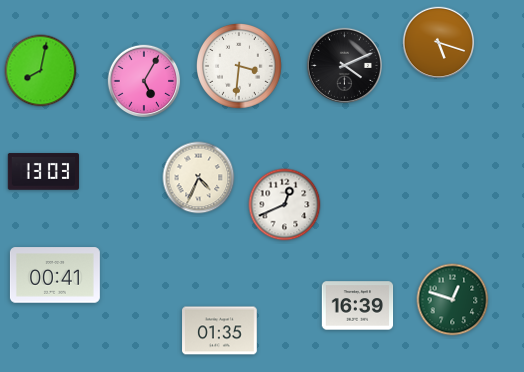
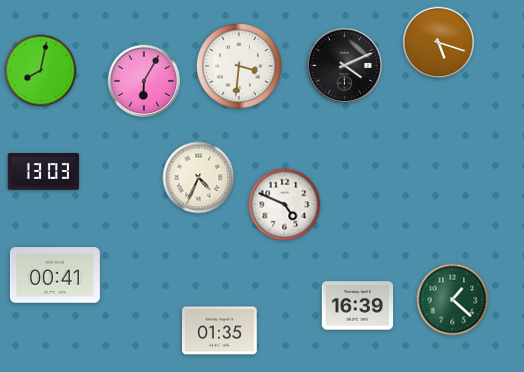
clock at (144, 81): 5:05 -> 6:05
clock at (285, 205): 12:41 -> 4:49
clock at (453, 300): 12:48 -> 1:22
